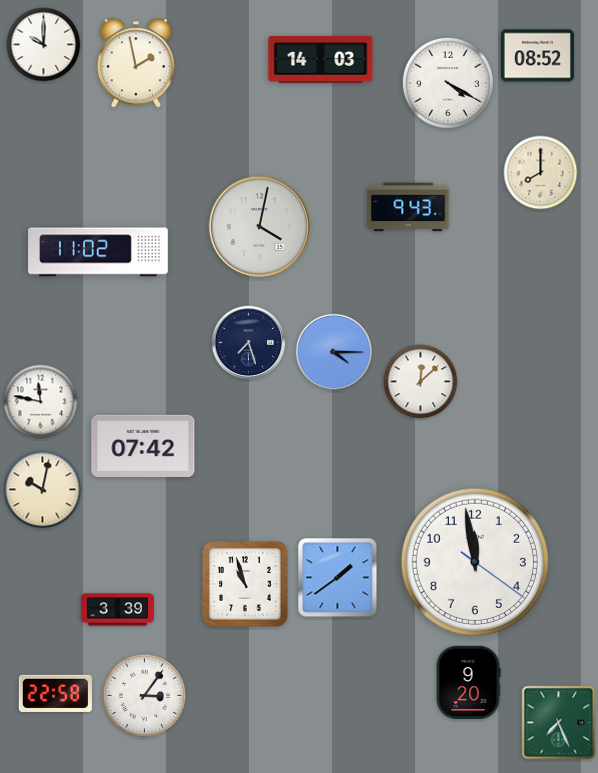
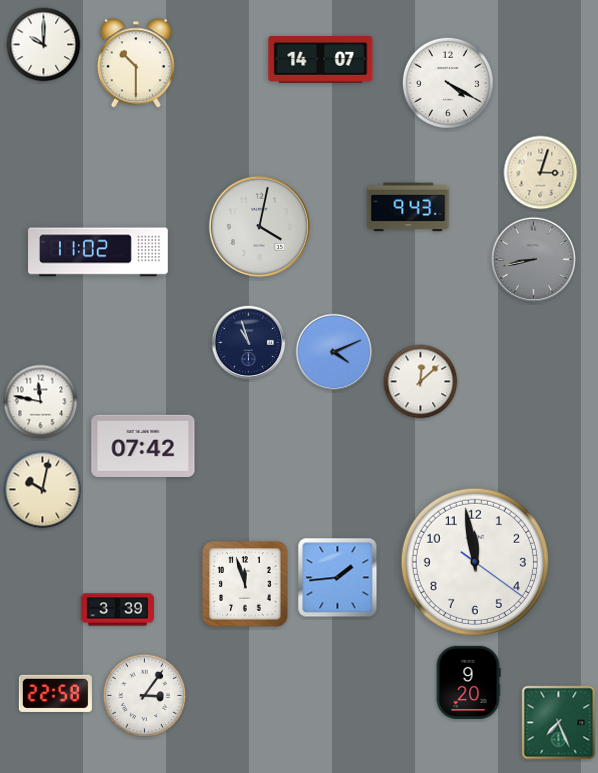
clock at (537, 56): 08:52 -> none
clock at (321, 59): 14:03 -> 14:07
clock at (136, 63): 1:58 -> 10:30
clock at (541, 173): 8:00 -> 3:03
clock at (533, 259): none -> 8:43
clock at (249, 343): 7:27 -> 10:57
clock at (334, 352): 4:15 -> 4:11
clock at (338, 578): 1:39 -> 1:44
clock at (245, 584): 10:57 -> 11:57
